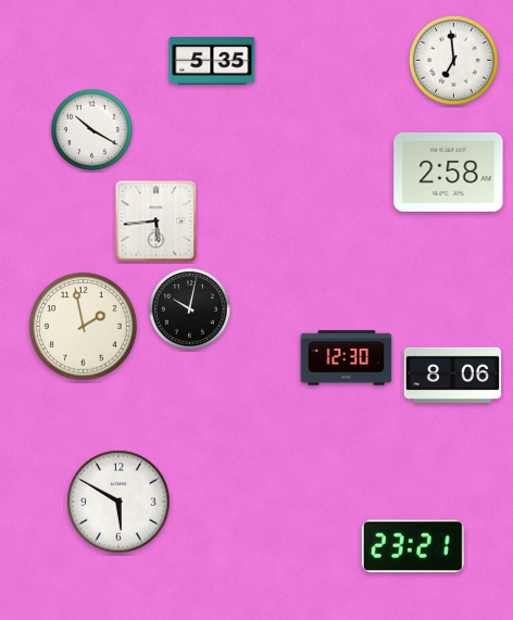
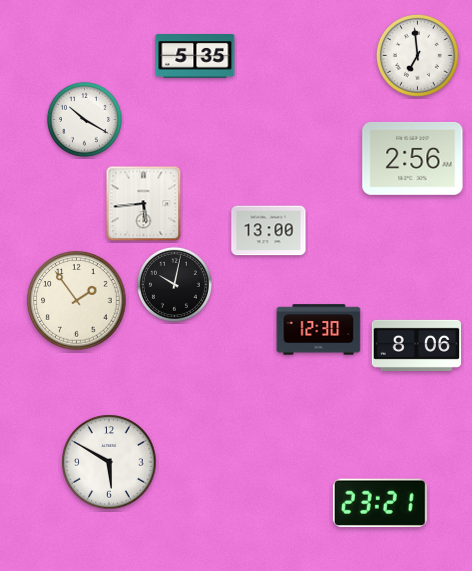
clock at (449, 172): 2:58 -> 2:56
clock at (269, 231): none -> 13:00
clock at (84, 327): 1:58 -> 1:54
